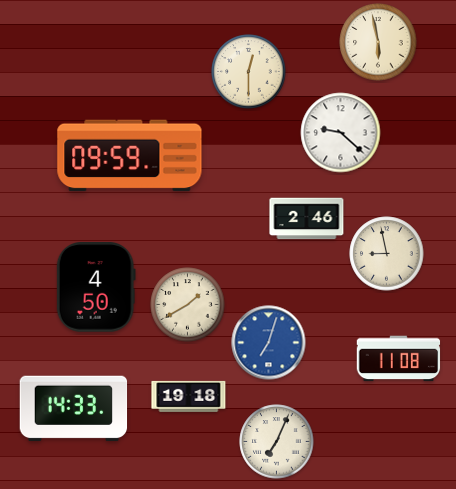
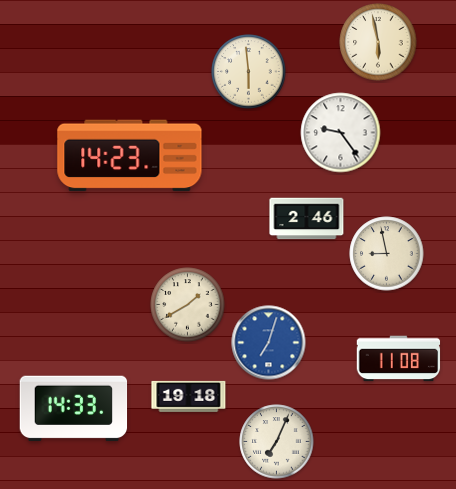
clock at (249, 72): 12:30 -> 5:59
clock at (341, 133): 9:22 -> 9:24
clock at (130, 156): 09:59 -> 14:23
clock at (96, 288): 4:50 -> none
